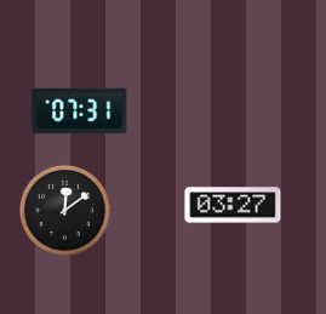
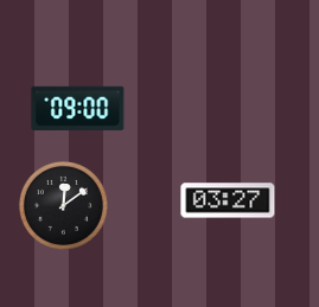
clock at (80, 110): 07:31 -> 09:00
